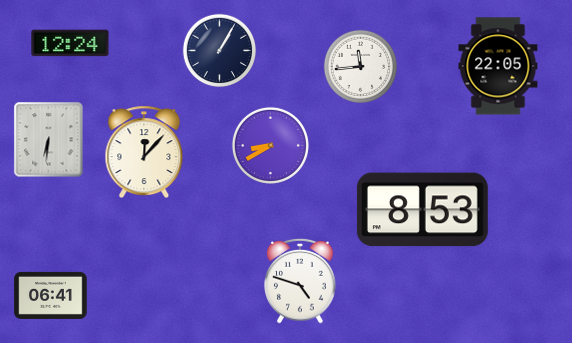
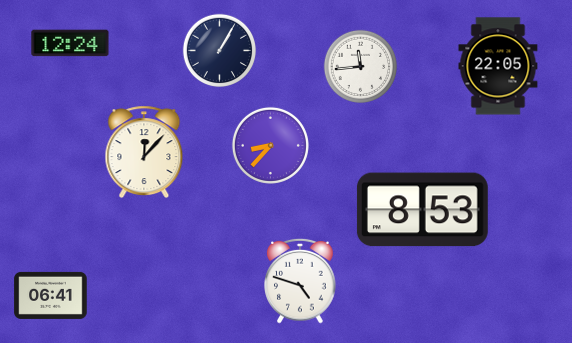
clock at (49, 140): 6:31 -> none
clock at (270, 145): 8:40 -> 8:37
